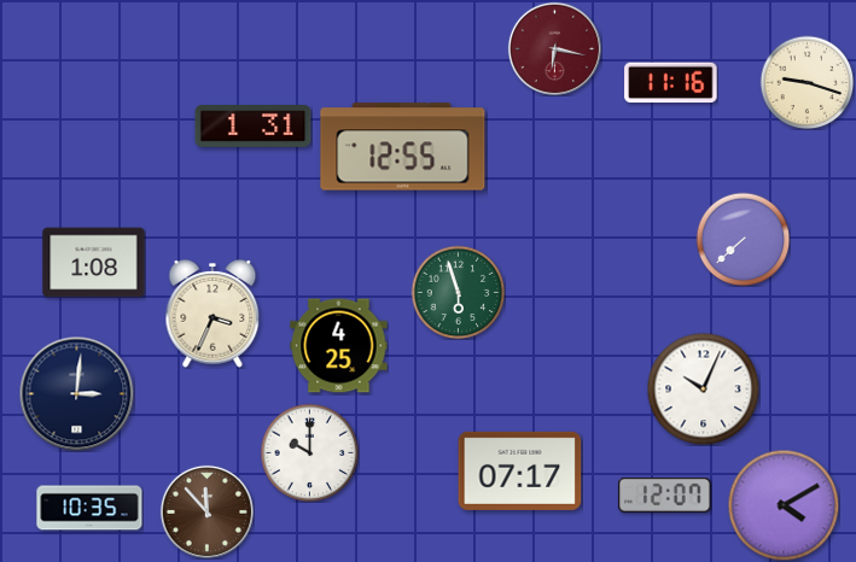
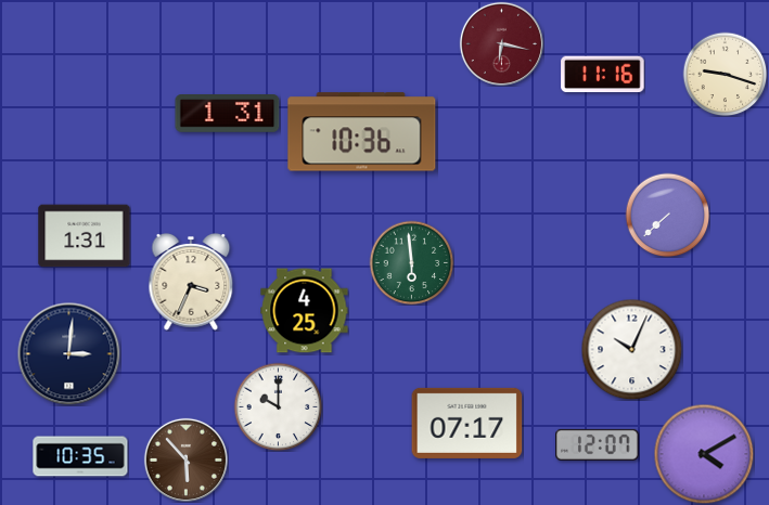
clock at (554, 48) position: (554, 48) -> (501, 43)
clock at (403, 147): 12:55 -> 10:36
clock at (94, 263): 1:08 -> 1:31
clock at (458, 292): 5:57 -> 5:59
clock at (206, 511): 11:53 -> 5:53
